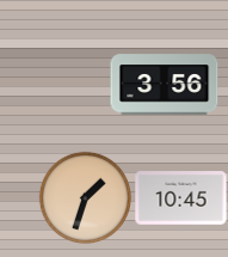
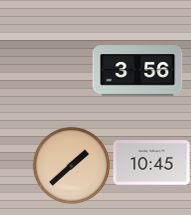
clock at (85, 197): 1:33 -> 1:38
clock at (181, 198) position: (181, 198) -> (152, 163)
